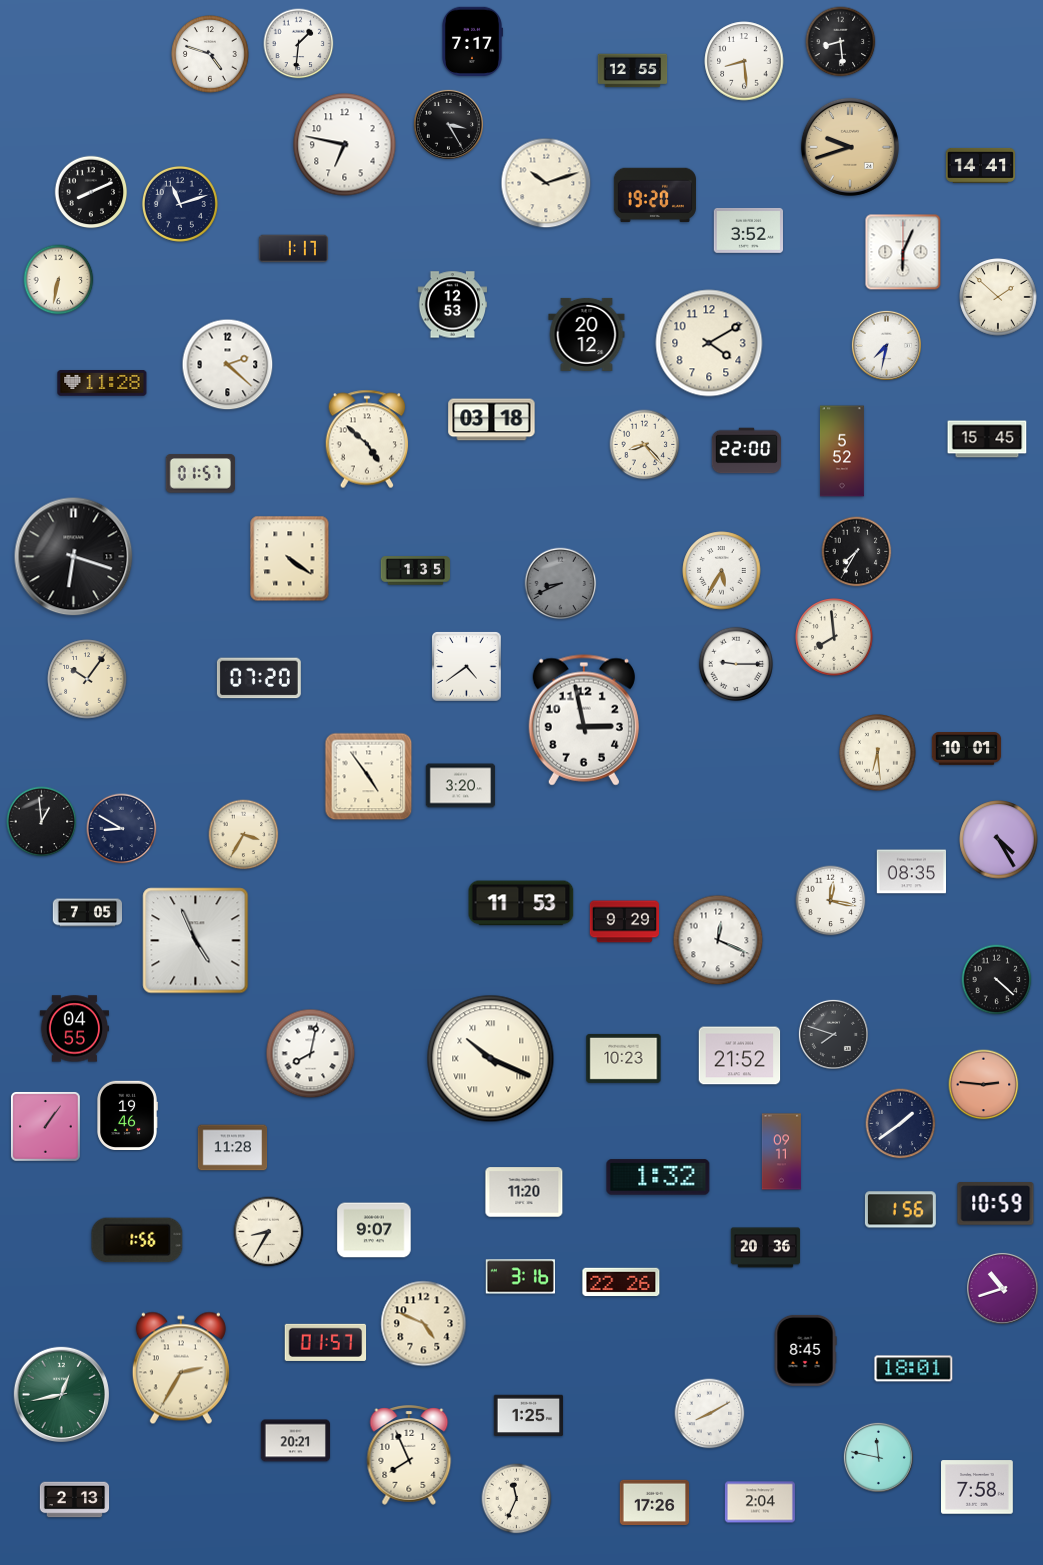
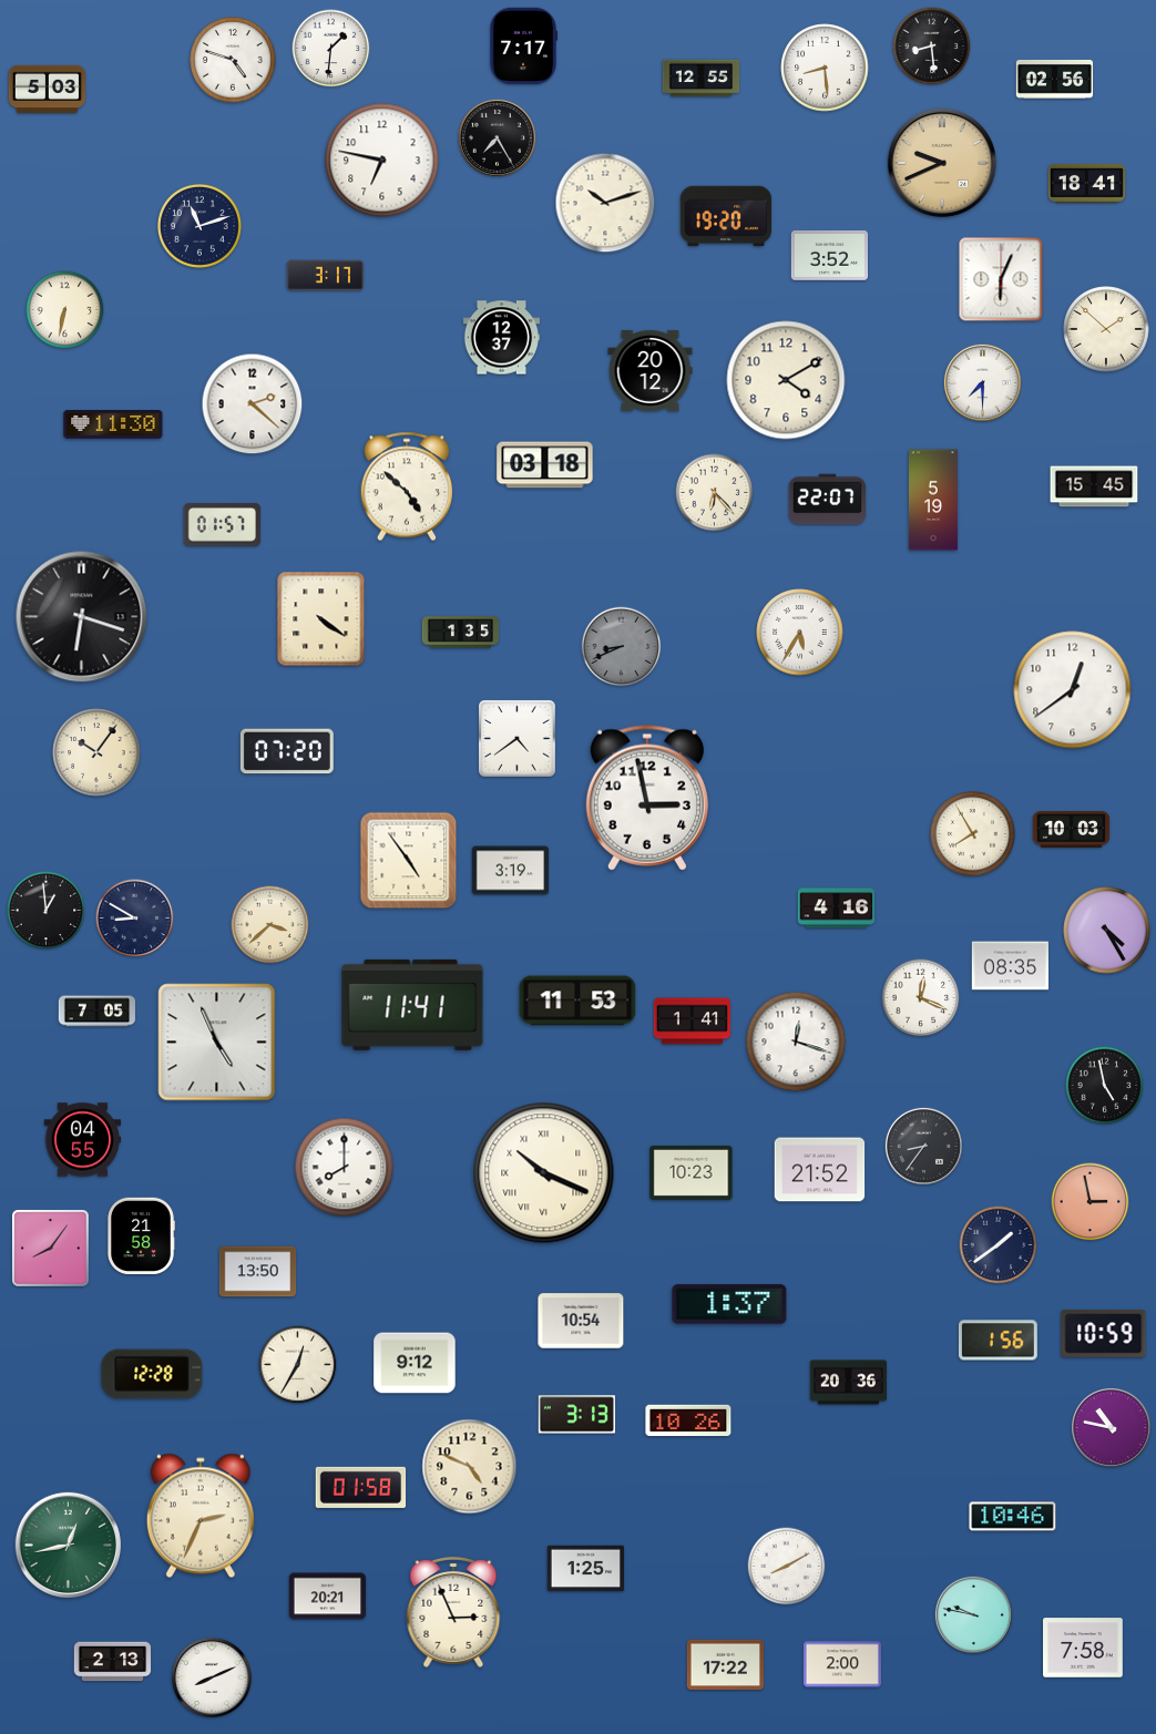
clock at (1055, 80): none -> 02:56
clock at (47, 89): none -> 5:03
clock at (448, 124): 3:25 -> 7:25
clock at (850, 147): 9:42 -> 9:41
clock at (981, 165): 14:41 -> 18:41
clock at (91, 192): 8:11 -> none
clock at (294, 249): 1:17 -> 3:17
clock at (452, 305): 12:53 -> 12:37
clock at (886, 345): 7:32 -> 7:30
clock at (102, 384): 11:28 -> 11:30
clock at (645, 445): 8:23 -> 6:23
clock at (747, 451): 22:00 -> 22:07
clock at (842, 451): 5:52 -> 5:19
clock at (857, 552): 7:35 -> none
clock at (1073, 690): none -> 12:39
clock at (834, 637): 7:59 -> none
clock at (736, 664): 9:15 -> none
clock at (967, 749): 10:01 -> 10:03
clock at (878, 753): 6:29 -> 7:55
clock at (461, 786): 3:20 -> 3:19
clock at (837, 909): none -> 4:16
clock at (244, 835): 3:35 -> 3:38
clock at (831, 901): 12:17 -> 12:19
clock at (412, 1005): none -> 11:41
clock at (625, 922): 9:29 -> 1:41
clock at (718, 940): 12:19 -> 12:18
clock at (997, 980): 4:22 -> 4:58
clock at (833, 1034): 7:48 -> 8:36
clock at (311, 1054): 8:02 -> 8:00
clock at (984, 1085): 2:46 -> 2:58
clock at (127, 1115): 19:46 -> 21:58
clock at (46, 1127): 1:06 -> 8:06
clock at (233, 1148): 11:28 -> 13:50
clock at (781, 1152): 09:11 -> none
clock at (658, 1177): 1:32 -> 1:37
clock at (524, 1192): 11:20 -> 10:54
clock at (374, 1230): 9:07 -> 9:12
clock at (269, 1232): 8:35 -> 12:35
clock at (137, 1240): 1:56 -> 12:28
clock at (520, 1277): 3:16 -> 3:13
clock at (621, 1282): 22:26 -> 10:26
clock at (1002, 1288): 10:42 -> 10:47
clock at (326, 1342): 01:57 -> 01:58
clock at (805, 1350): 8:45 -> none
clock at (181, 1368): 2:35 -> 2:34
clock at (914, 1369): 18:01 -> 10:46
clock at (409, 1455): 7:56 -> 2:56
clock at (878, 1457): 11:47 -> 9:47
clock at (517, 1499): 11:34 -> none
clock at (75, 1500) position: (75, 1500) -> (113, 1662)
clock at (655, 1502): 17:26 -> 17:22
clock at (760, 1502): 2:04 -> 2:00
clock at (212, 1677): none -> 8:11
